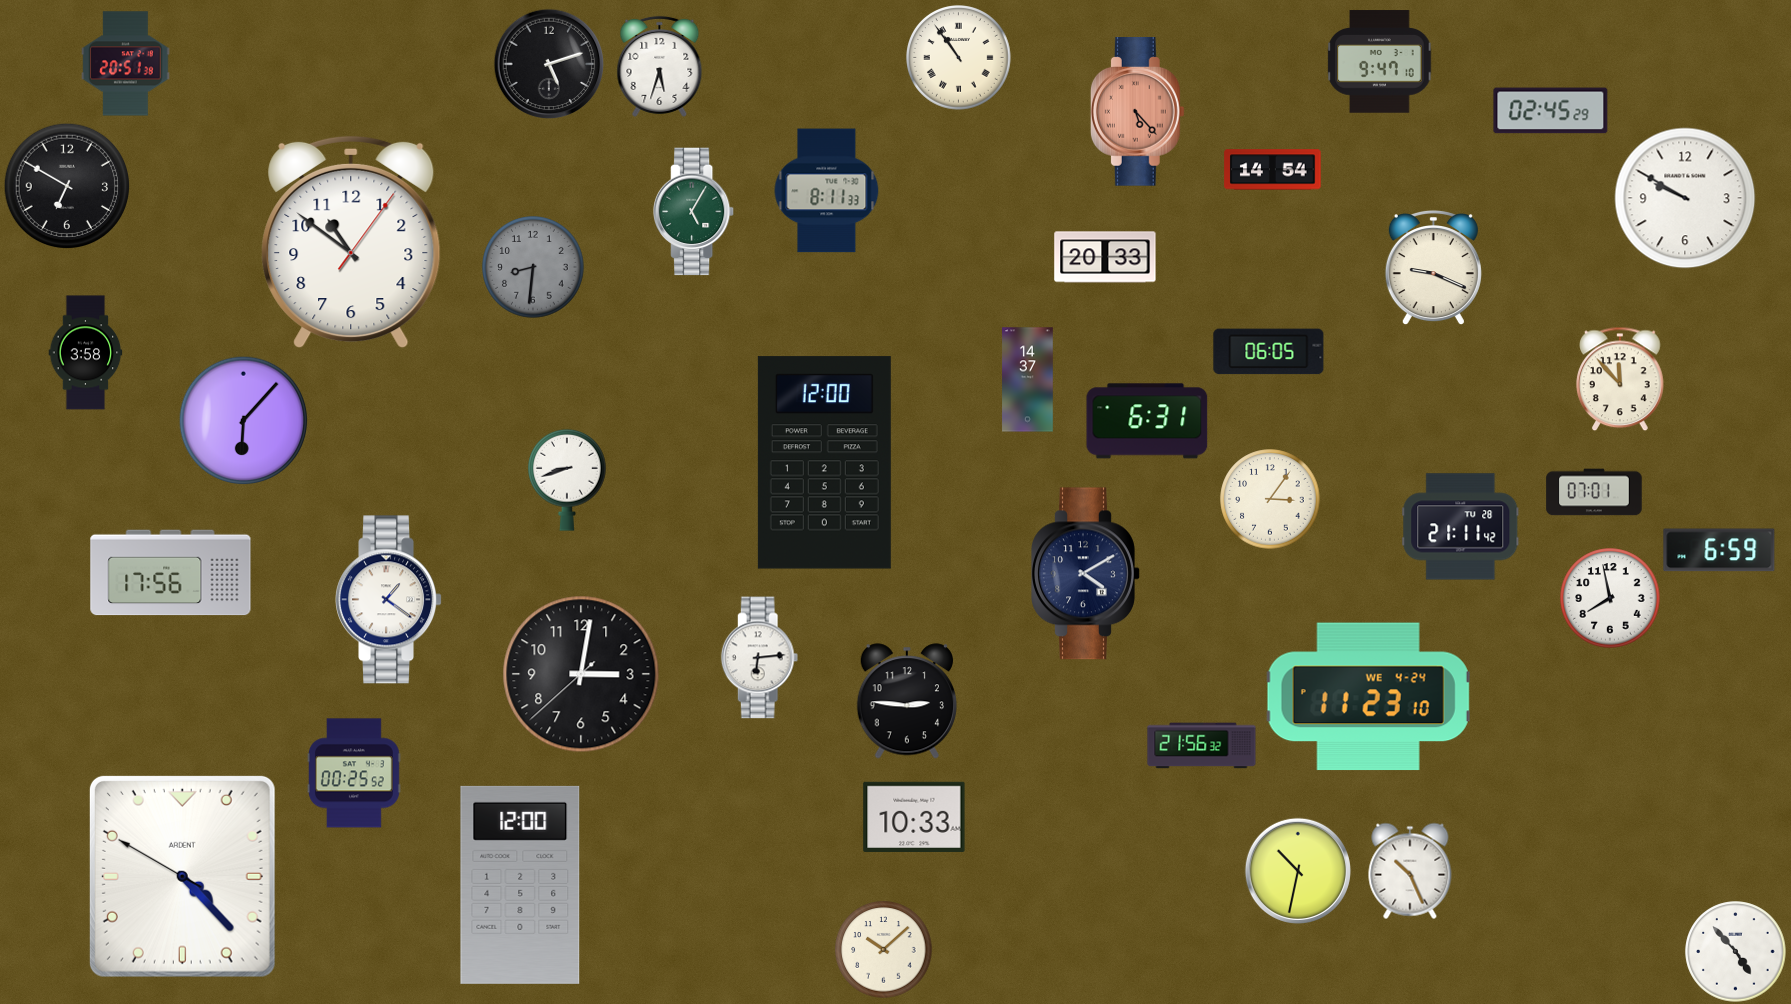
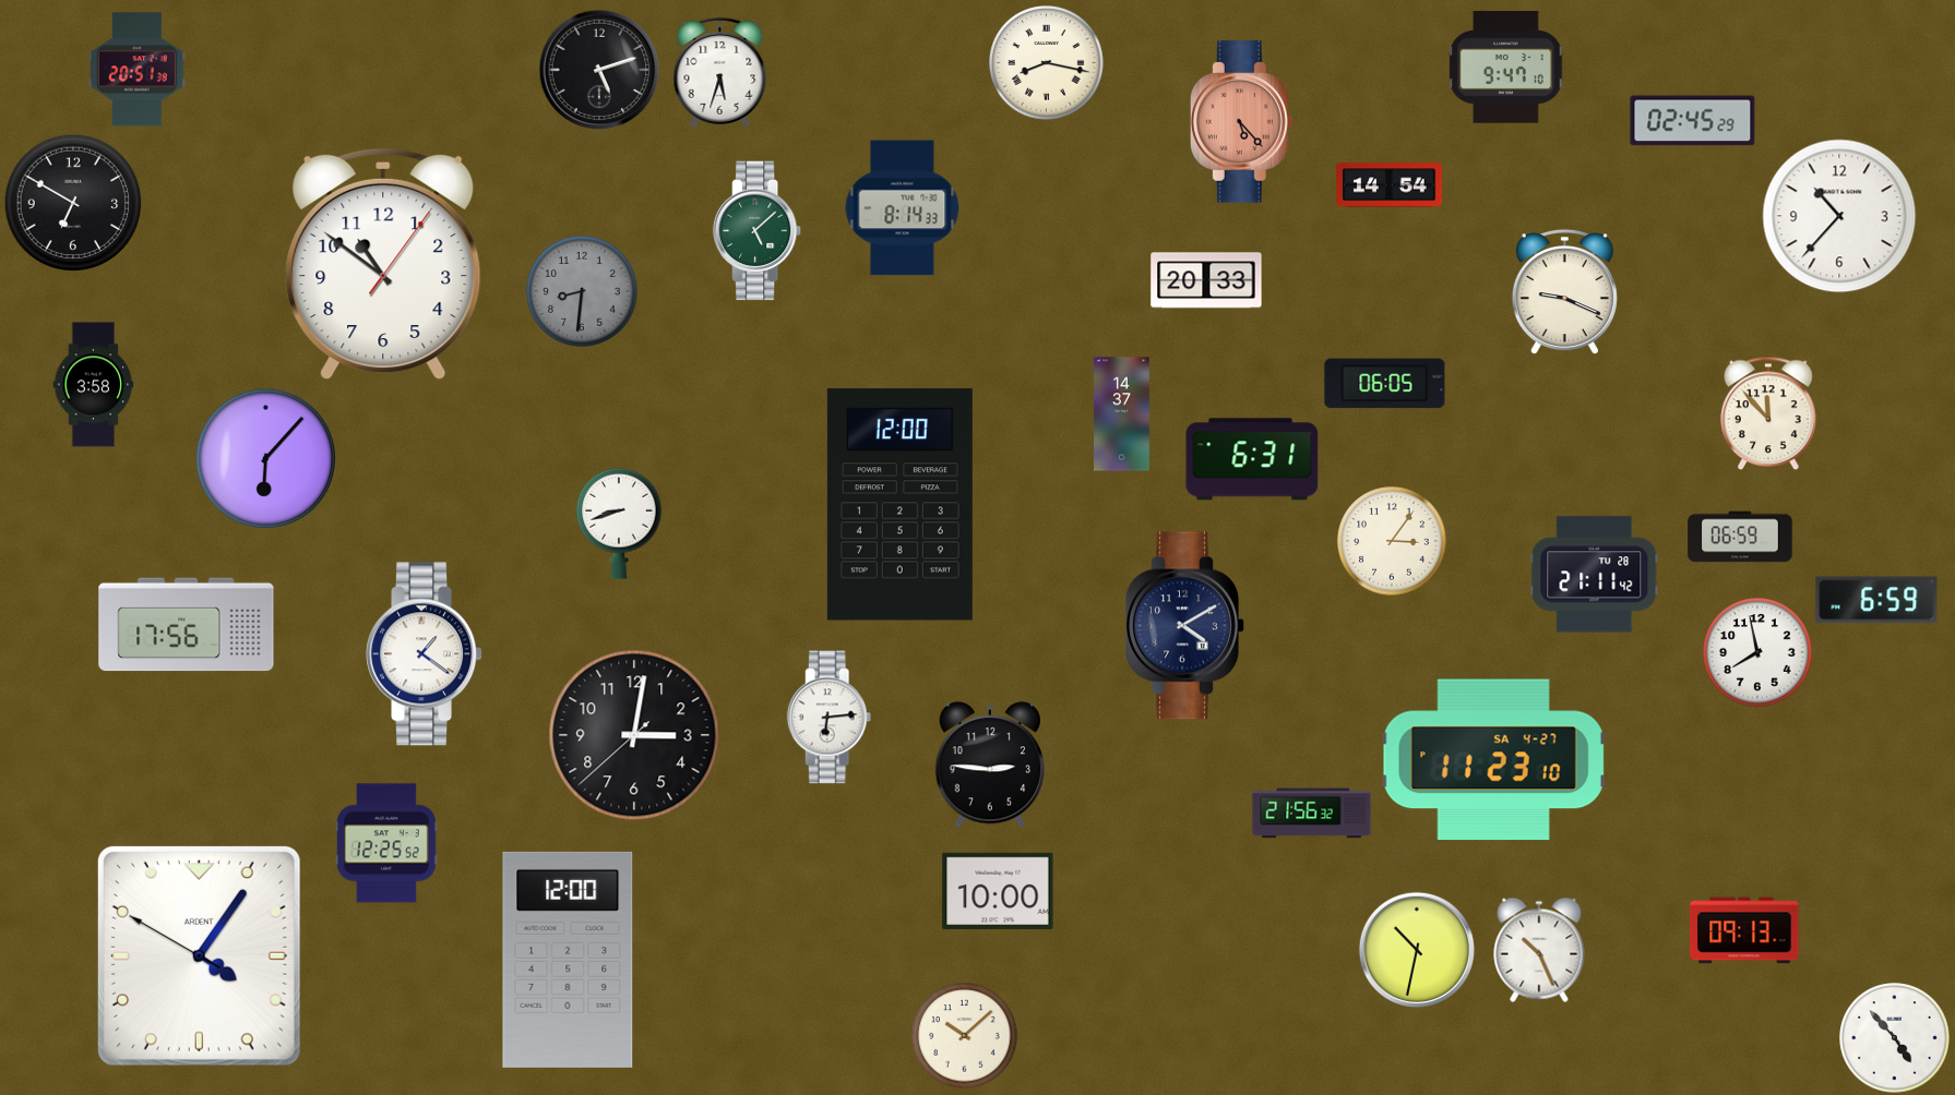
clock at (959, 58): 10:54 -> 8:17
clock at (827, 191): 8:11 -> 8:14
clock at (1685, 198): 9:50 -> 10:37
clock at (695, 212): 5:05 -> 5:08
clock at (1594, 492): 07:01 -> 06:59
clock at (1270, 499) position: (1270, 499) -> (1392, 541)
clock at (1368, 697) date: WE 4-24 -> SA 4-27
clock at (354, 773): 00:25 -> 12:25
clock at (914, 817): 10:33 -> 10:00
clock at (1744, 930): none -> 09:13
clock at (182, 876): 4:22 -> 4:05
clock at (520, 885) position: (520, 885) -> (568, 960)
